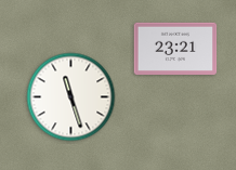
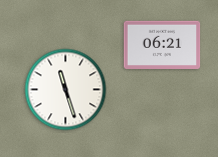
clock at (175, 49): 23:21 -> 06:21
